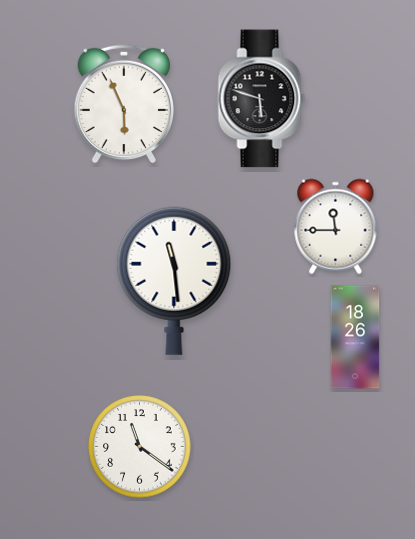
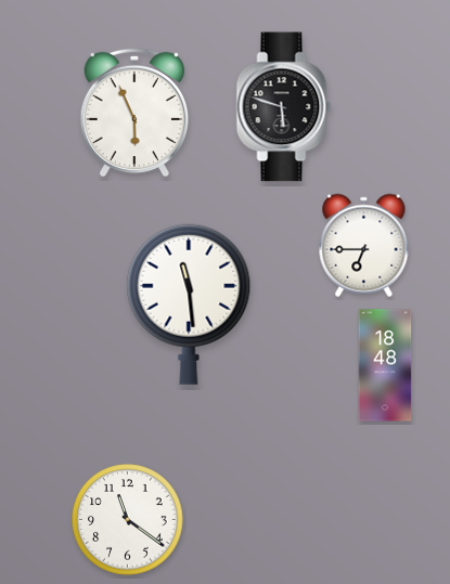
clock at (336, 227): 11:45 -> 6:45
clock at (355, 337): 18:26 -> 18:48
clock at (140, 447) position: (140, 447) -> (128, 520)
